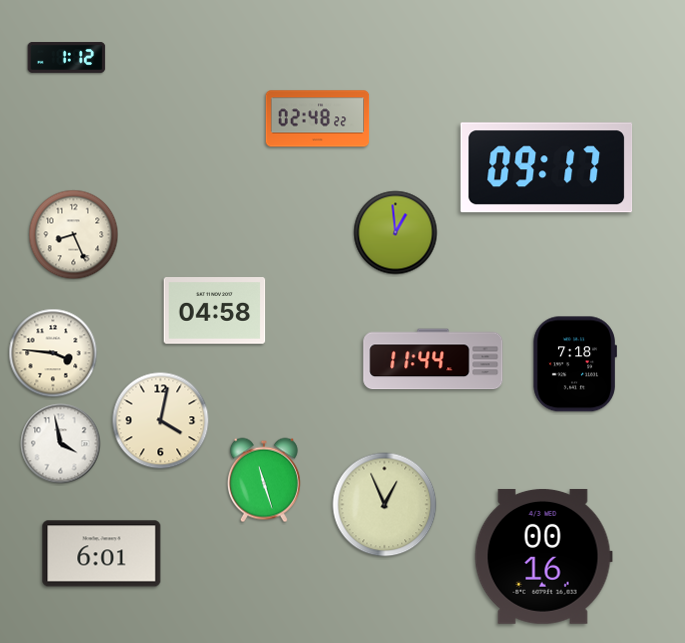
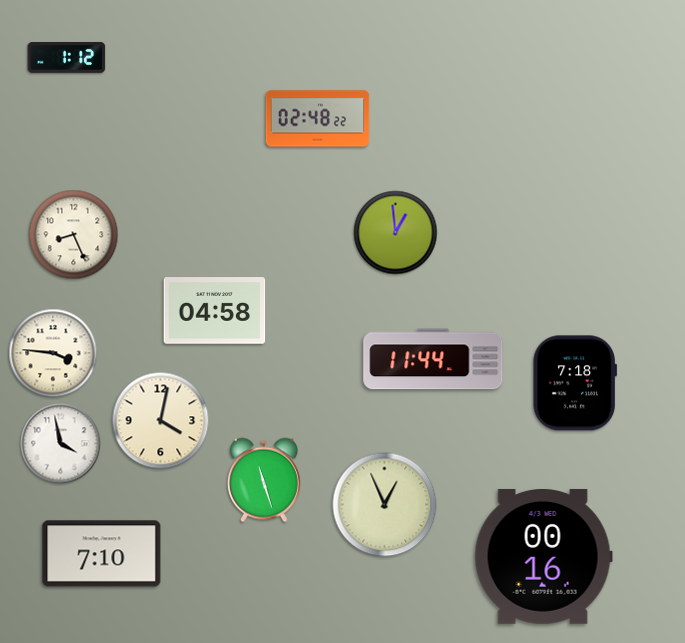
clock at (547, 168): 09:17 -> none
clock at (575, 364) position: (575, 364) -> (575, 383)
clock at (102, 554): 6:01 -> 7:10
